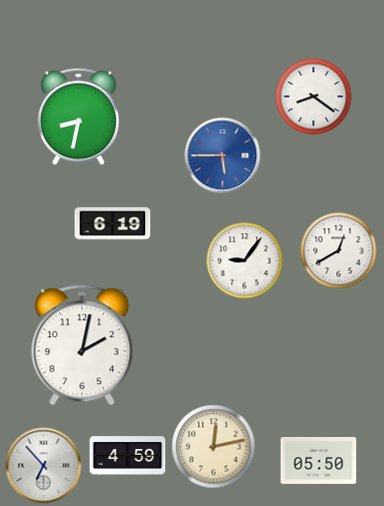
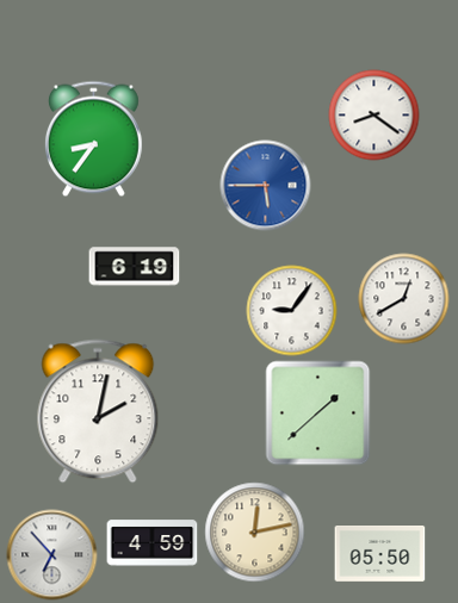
clock at (78, 117): 8:32 -> 8:36
clock at (318, 414): none -> 1:38
clock at (319, 461) position: (319, 461) -> (380, 554)
